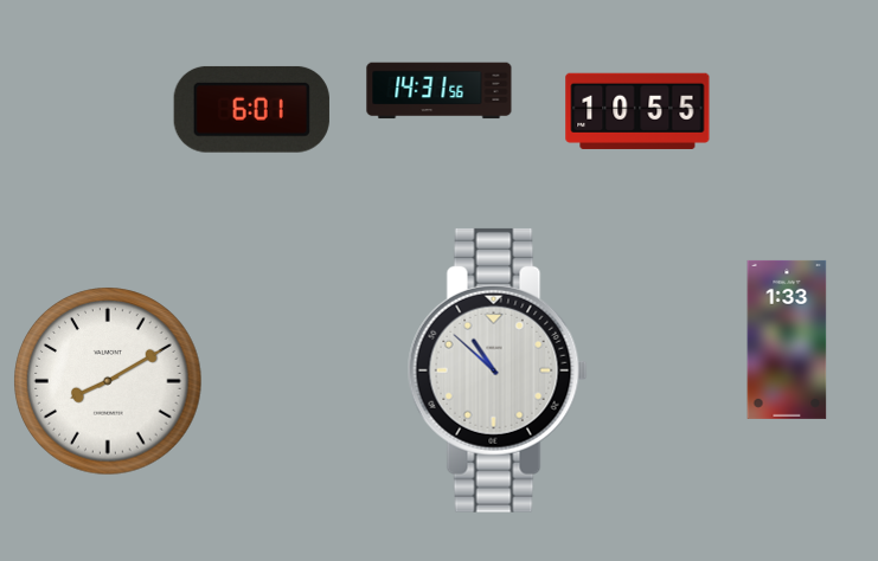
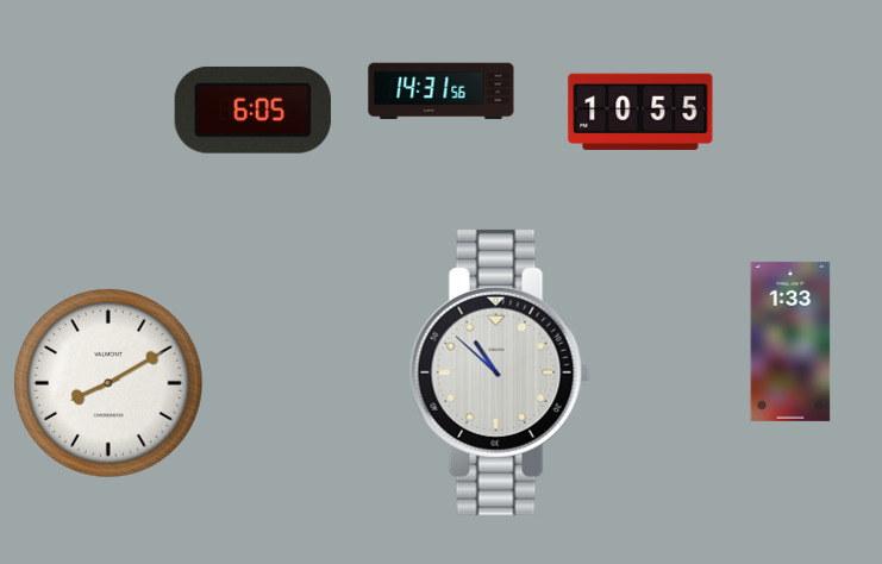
clock at (251, 109): 6:01 -> 6:05
